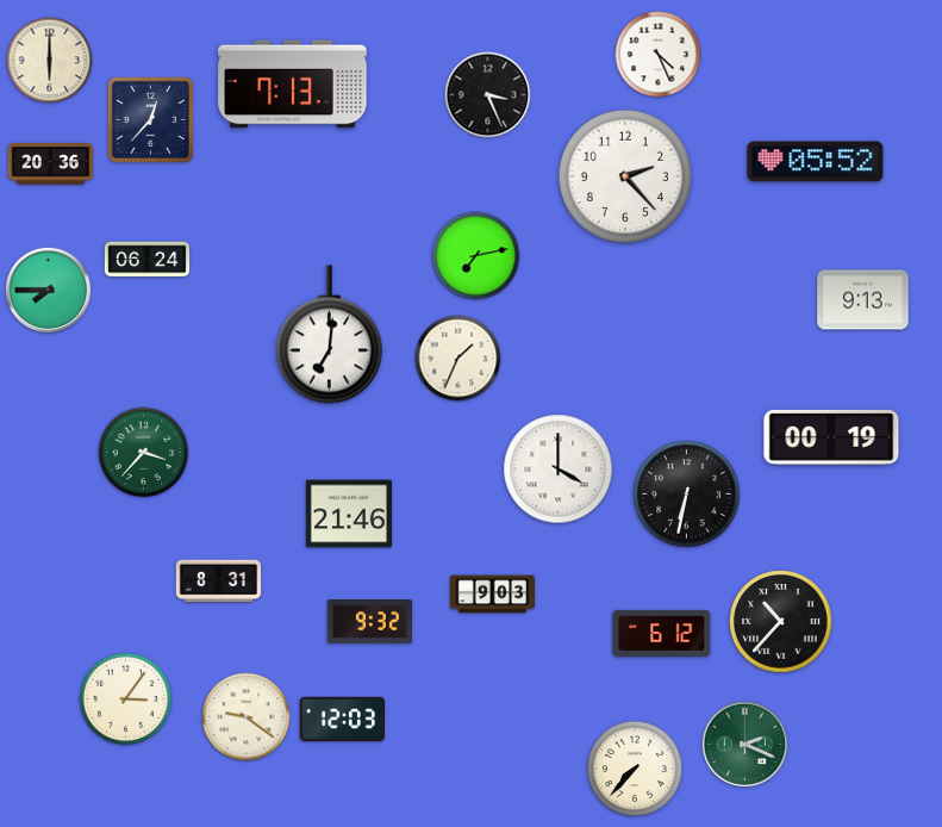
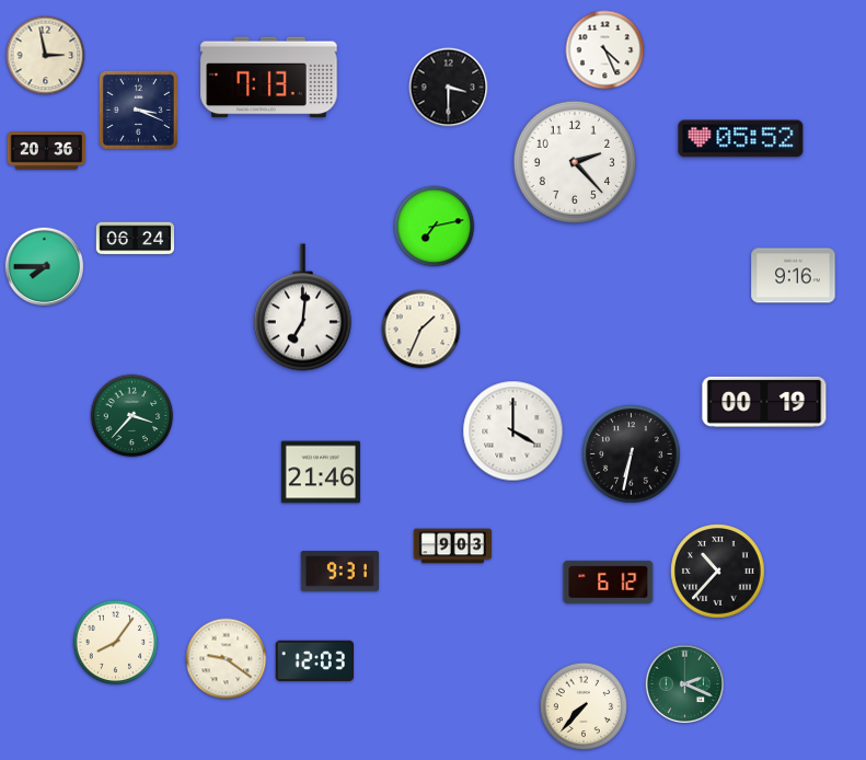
clock at (50, 61): 6:00 -> 2:58
clock at (488, 95): 3:26 -> 3:30
clock at (150, 119): 12:37 -> 3:19
clock at (816, 162) position: (816, 162) -> (741, 139)
clock at (476, 256) position: (476, 256) -> (435, 227)
clock at (863, 300): 9:13 -> 9:16
clock at (219, 582): 8:31 -> none
clock at (369, 622): 9:32 -> 9:31
clock at (126, 699): 3:06 -> 8:06
